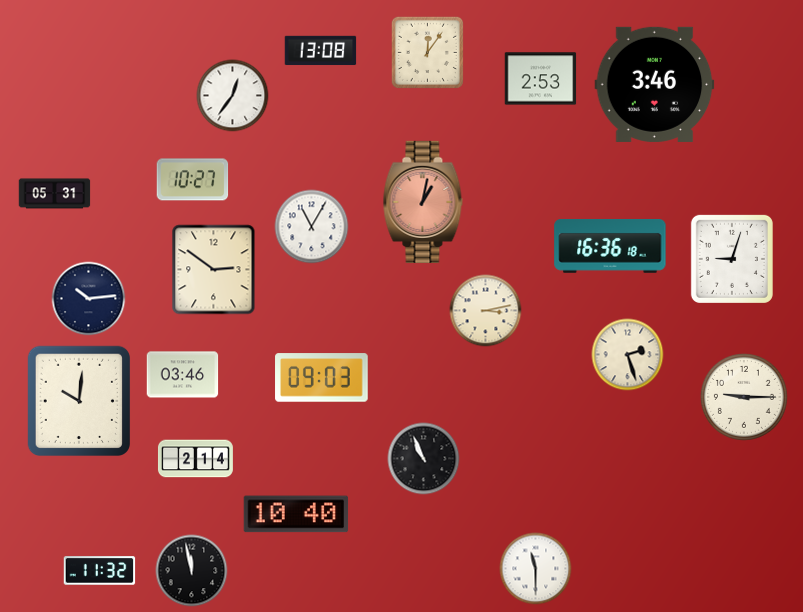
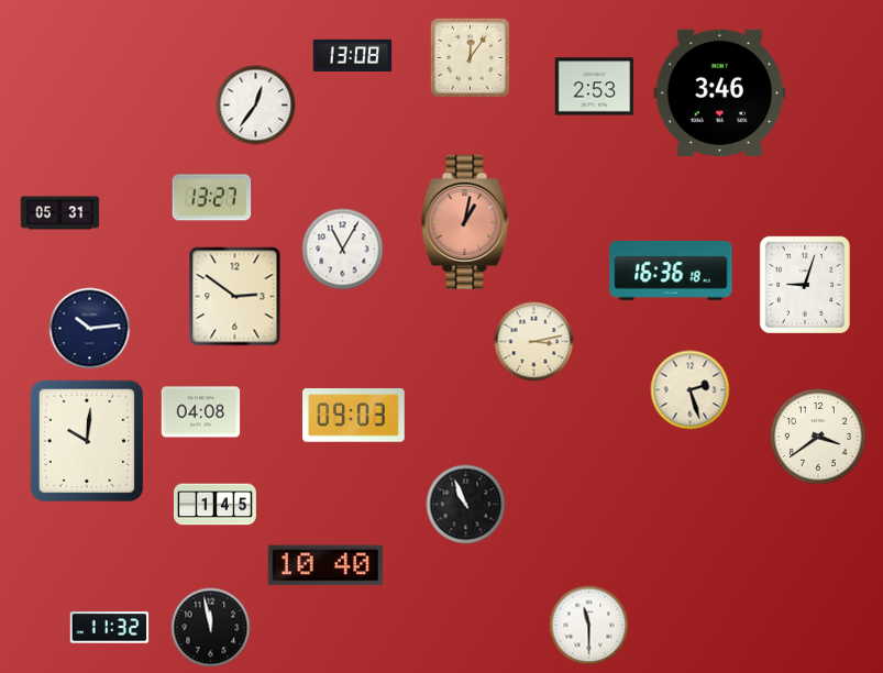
clock at (193, 180): 10:27 -> 13:27
clock at (89, 299) position: (89, 299) -> (90, 329)
clock at (183, 375): 03:46 -> 04:08
clock at (744, 397): 9:15 -> 3:39
clock at (196, 459): 2:14 -> 1:45
